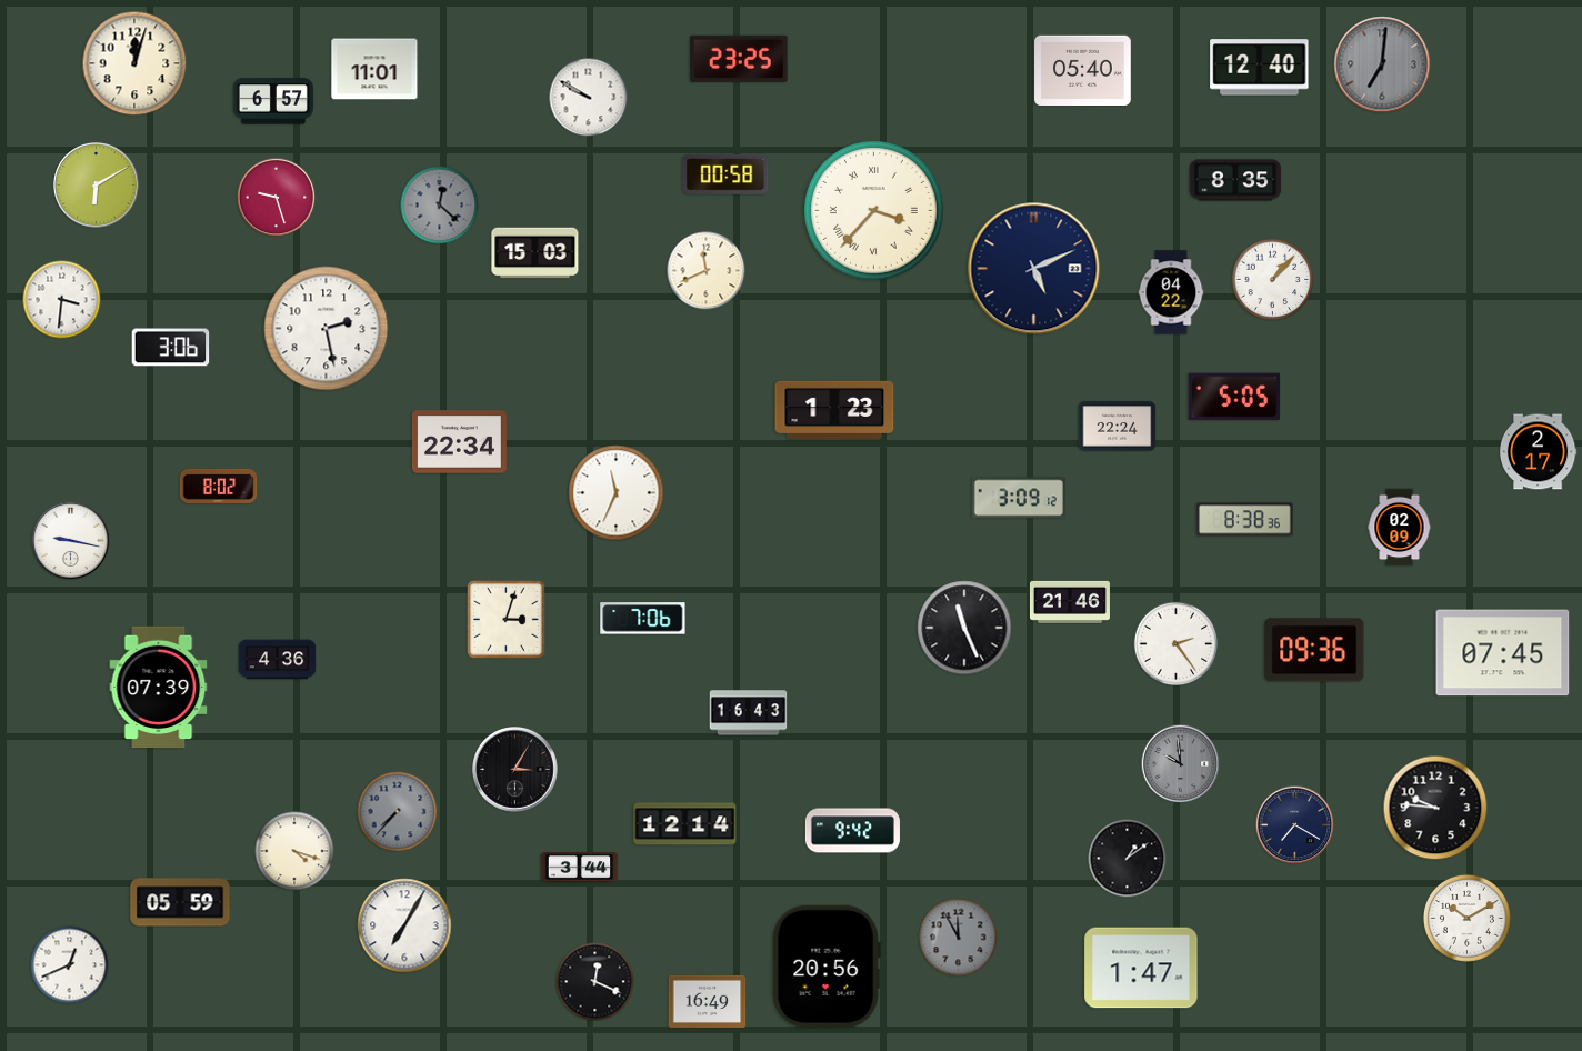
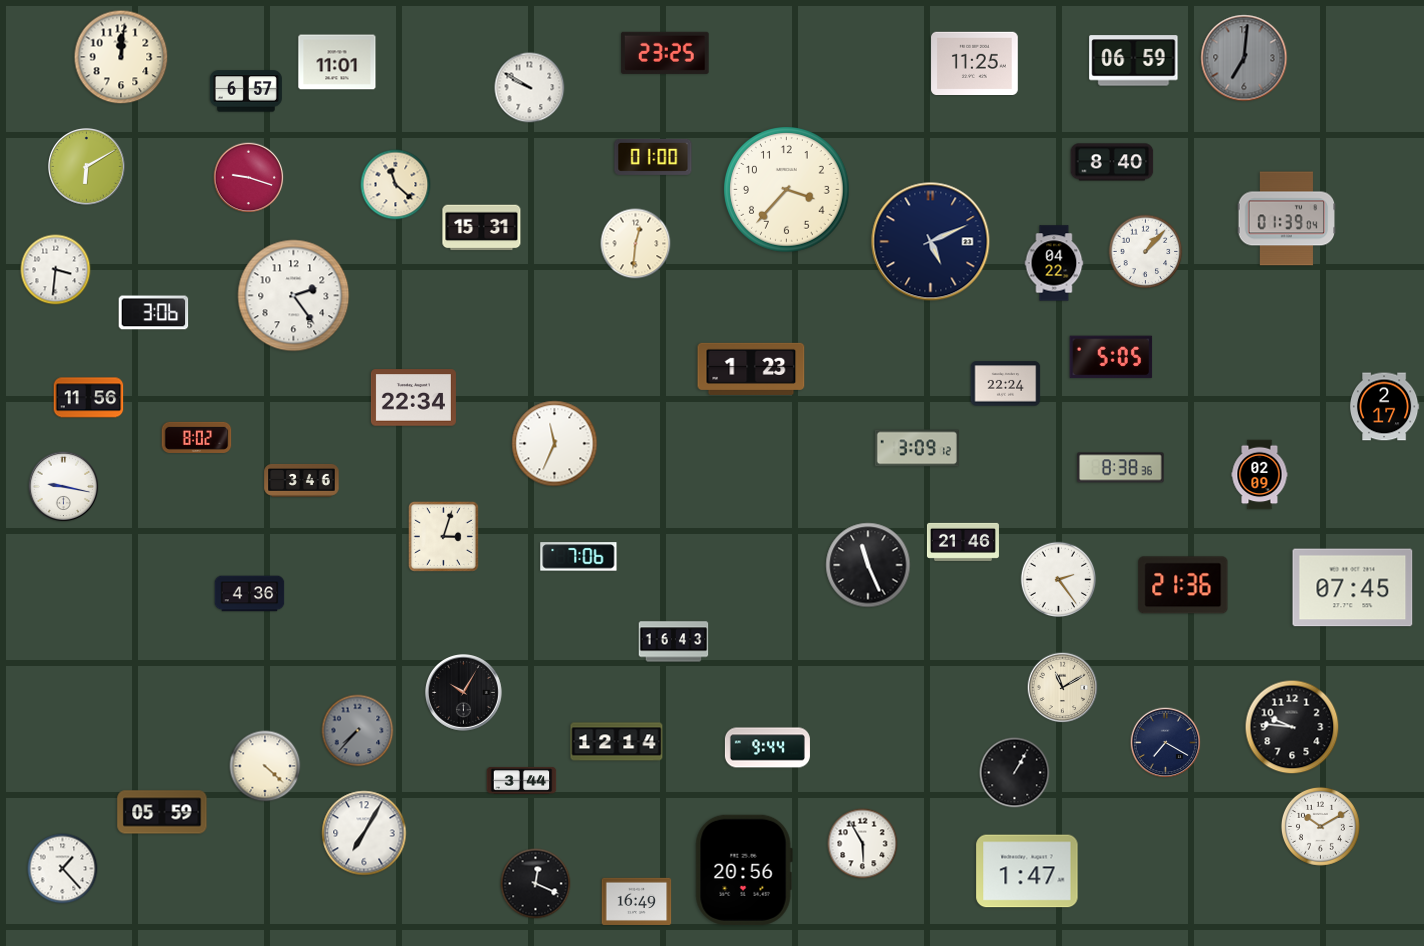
clock at (134, 63): 12:03 -> 12:01
clock at (1260, 68): 12:40 -> 06:59
clock at (1083, 70): 05:40 -> 11:25
clock at (725, 174): 00:58 -> 01:00
clock at (1235, 180): 8:35 -> 8:40
clock at (277, 198): 9:27 -> 9:18
clock at (440, 206): 12:22 -> 11:22
clock at (440, 206) dial: grey -> cream
clock at (874, 211) numerals: Roman -> Arabic
clock at (1287, 219): none -> 01:39
clock at (535, 253): 15:03 -> 15:31
clock at (707, 271): 11:41 -> 12:31
clock at (327, 329): 2:28 -> 2:24
clock at (89, 398): none -> 11:56
clock at (302, 480): none -> 3:46
clock at (505, 619) position: (505, 619) -> (443, 536)
clock at (1314, 650): 09:36 -> 21:36
clock at (159, 688): 07:39 -> none
clock at (1181, 764): 9:59 -> 11:10
clock at (1181, 764) dial: grey -> cream
clock at (515, 770): 3:05 -> 10:05
clock at (852, 831): 9:42 -> 9:44
clock at (294, 851): 4:18 -> 4:22
clock at (1128, 859): 1:09 -> 1:05
clock at (959, 938): 11:55 -> 5:55
clock at (959, 938) dial: grey -> white
clock at (70, 965): 12:41 -> 1:23
